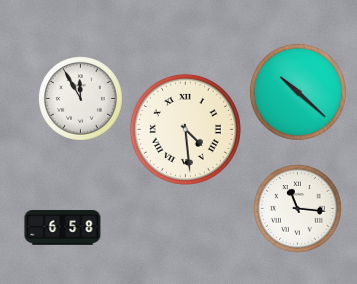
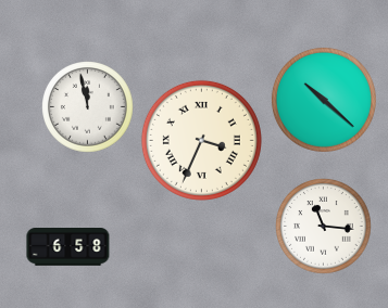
clock at (81, 99): 11:55 -> 11:58
clock at (185, 129): 4:29 -> 3:34
